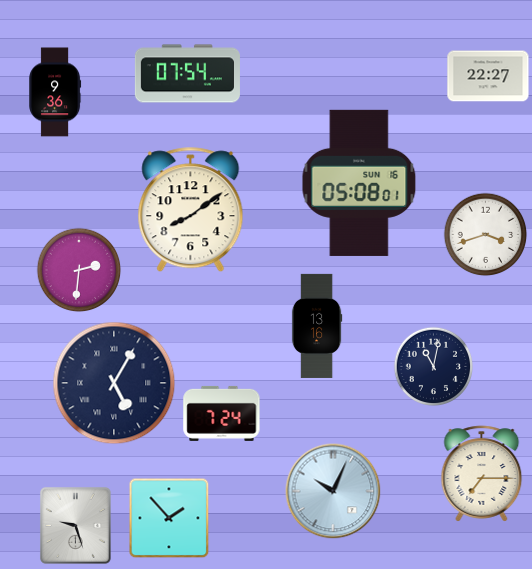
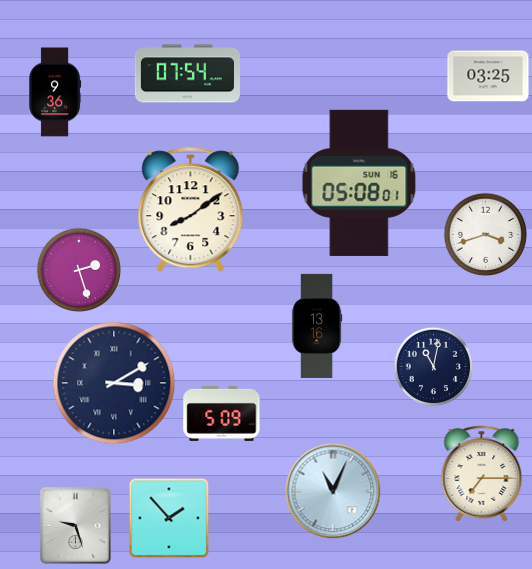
clock at (488, 76): 22:27 -> 03:25
clock at (79, 270): 2:31 -> 2:27
clock at (114, 383): 5:05 -> 3:10
clock at (222, 413): 7:24 -> 5:09
clock at (333, 491): 10:04 -> 11:04
